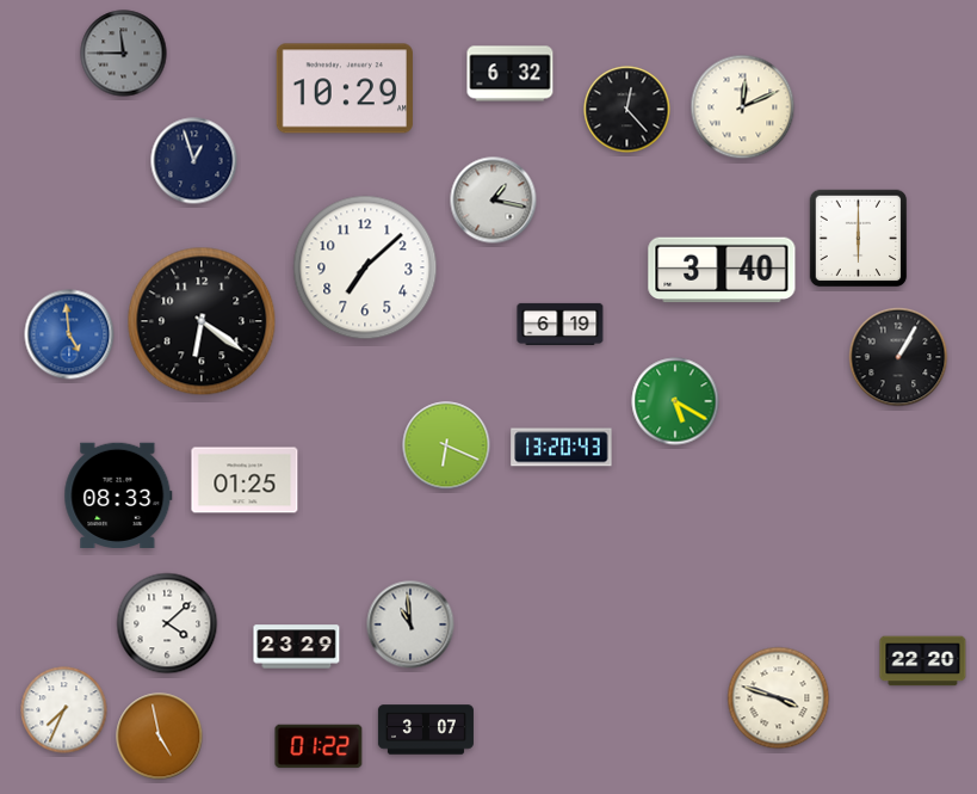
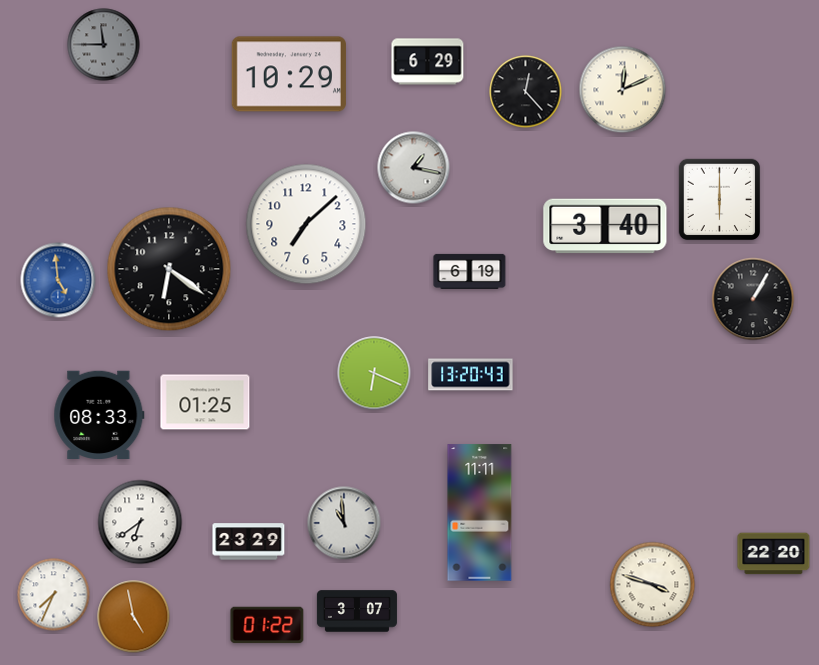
clock at (511, 74): 6:32 -> 6:29
clock at (194, 161): 12:57 -> none
clock at (675, 401): 5:20 -> none
clock at (480, 513): none -> 11:11
clock at (167, 623): 4:08 -> 6:39
